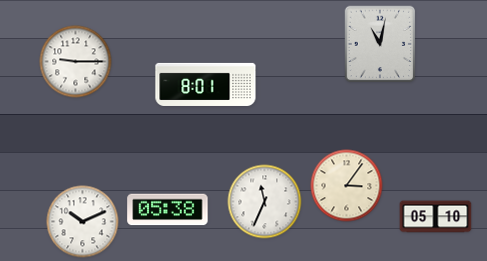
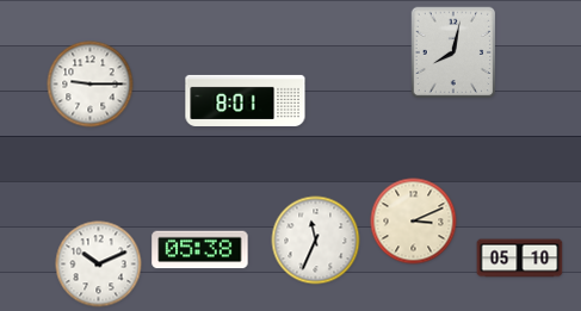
clock at (380, 44): 11:02 -> 8:02
clock at (76, 62) position: (76, 62) -> (91, 85)
clock at (347, 186): 3:06 -> 3:11
